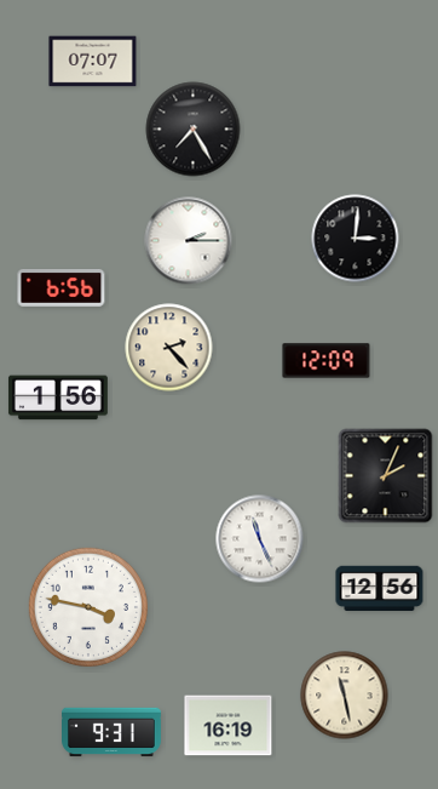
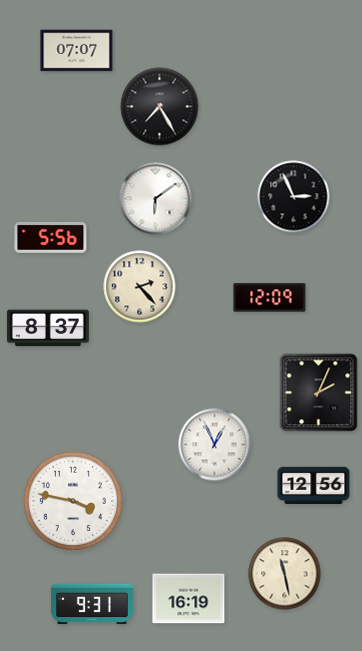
clock at (356, 239): 3:01 -> 2:56
clock at (189, 241): 2:15 -> 6:09
clock at (62, 288): 6:56 -> 5:56
clock at (58, 398): 1:56 -> 8:37
clock at (260, 539): 11:26 -> 12:56
